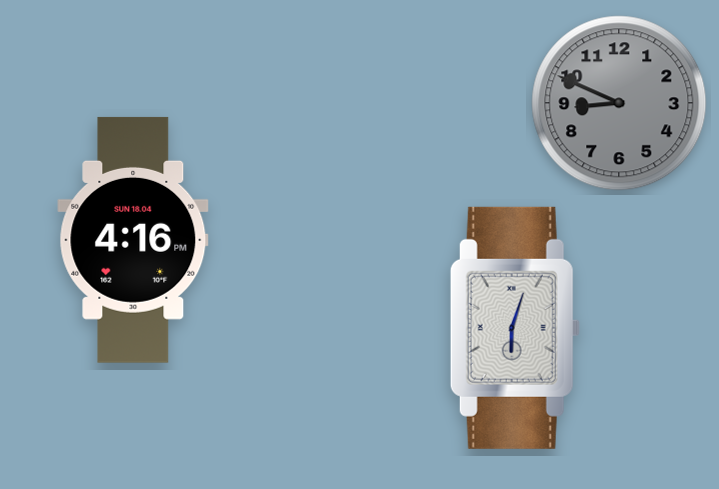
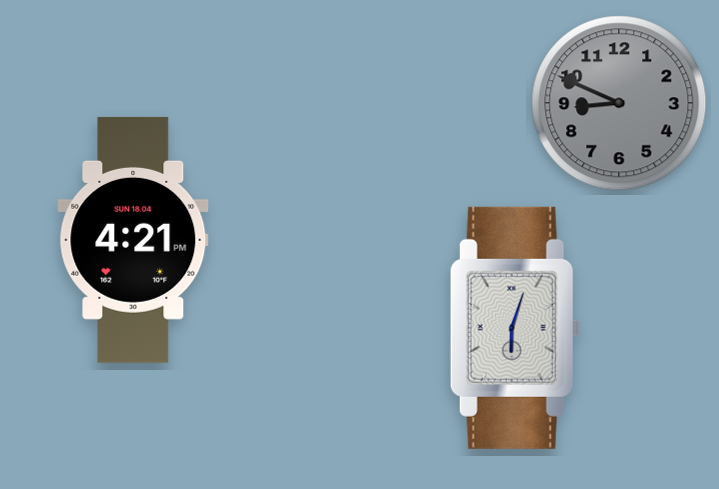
clock at (133, 240): 4:16 -> 4:21
